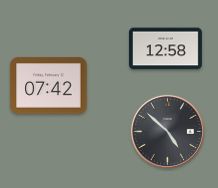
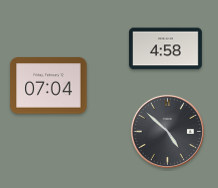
clock at (165, 49): 12:58 -> 4:58
clock at (49, 86): 07:42 -> 07:04
